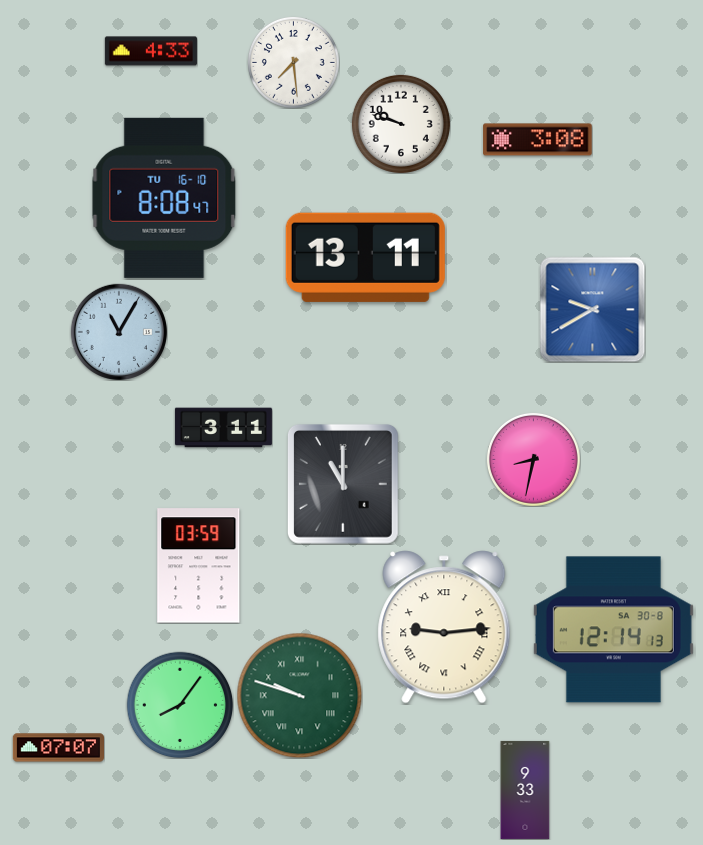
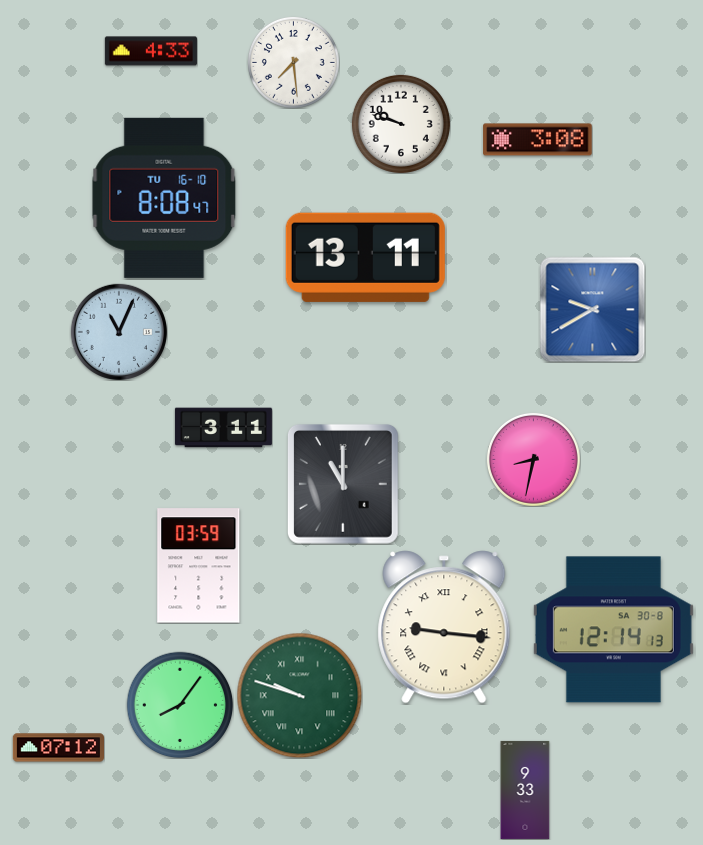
clock at (119, 332): 11:05 -> 11:04
clock at (444, 627): 9:14 -> 9:16
clock at (58, 748): 07:07 -> 07:12
